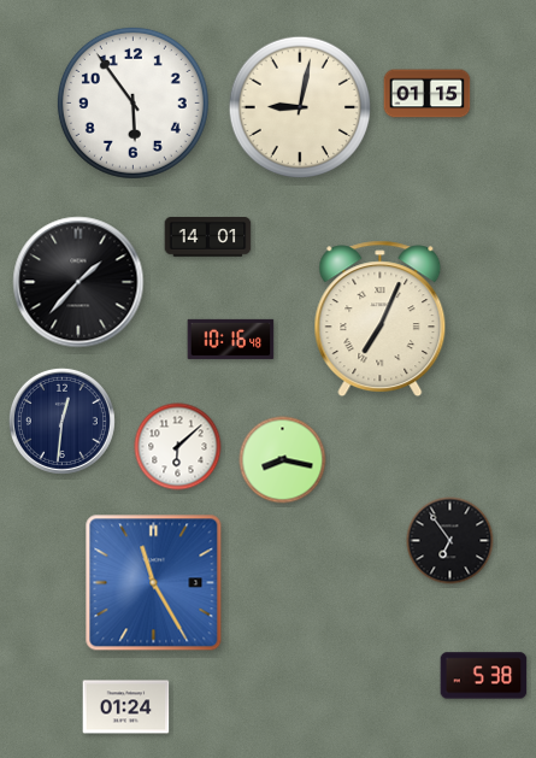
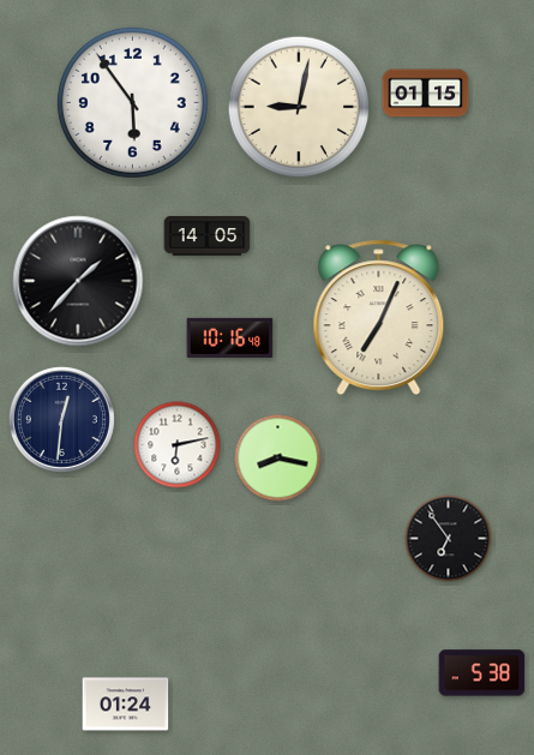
clock at (208, 237): 14:01 -> 14:05
clock at (178, 447): 6:08 -> 6:13
clock at (283, 460) position: (283, 460) -> (278, 459)
clock at (154, 583): 11:25 -> none
